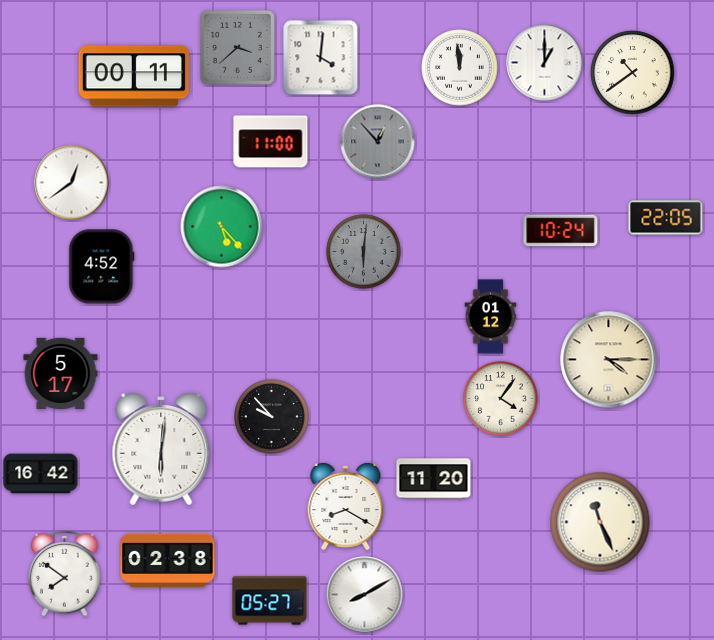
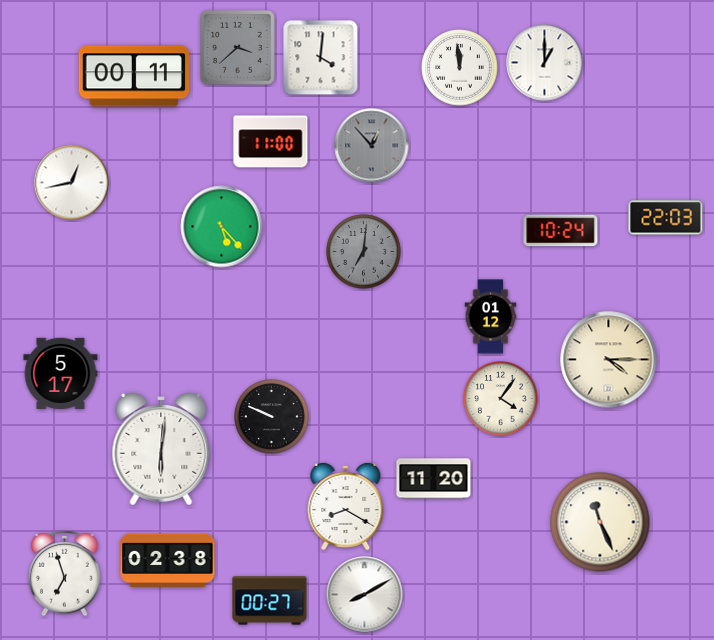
clock at (633, 73): 10:39 -> none
clock at (378, 142) position: (378, 142) -> (372, 146)
clock at (72, 183): 12:39 -> 12:43
clock at (666, 218): 22:05 -> 22:03
clock at (364, 252): 6:01 -> 7:01
clock at (102, 267): 4:52 -> none
clock at (272, 417): 9:53 -> 9:49
clock at (41, 474): 16:42 -> none
clock at (65, 573): 7:51 -> 6:57
clock at (270, 601): 05:27 -> 00:27
